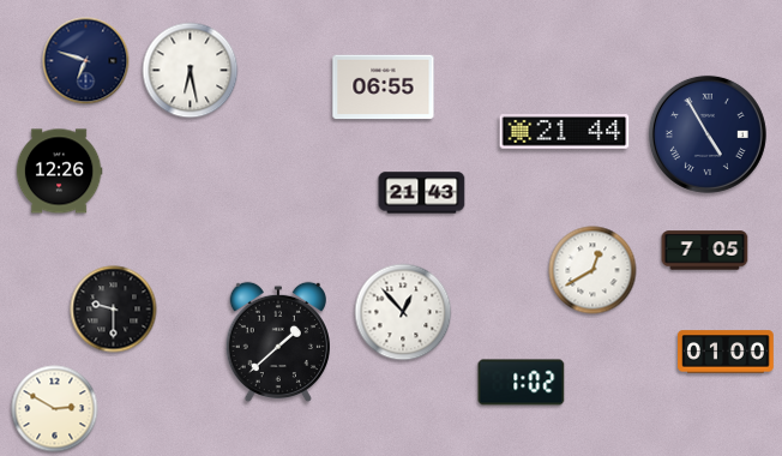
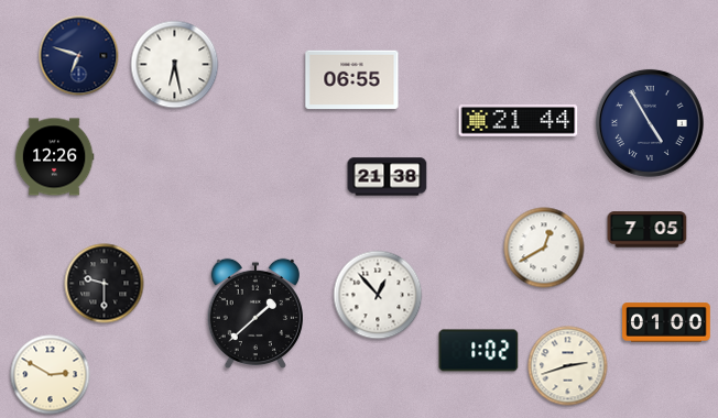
clock at (422, 193): 21:43 -> 21:38
clock at (403, 312) position: (403, 312) -> (378, 295)
clock at (568, 366): none -> 2:42
